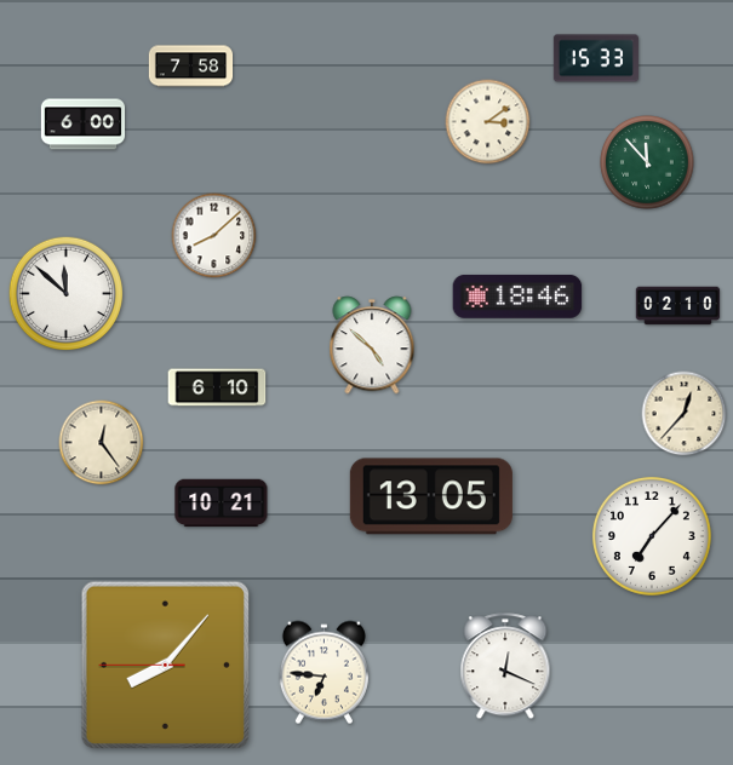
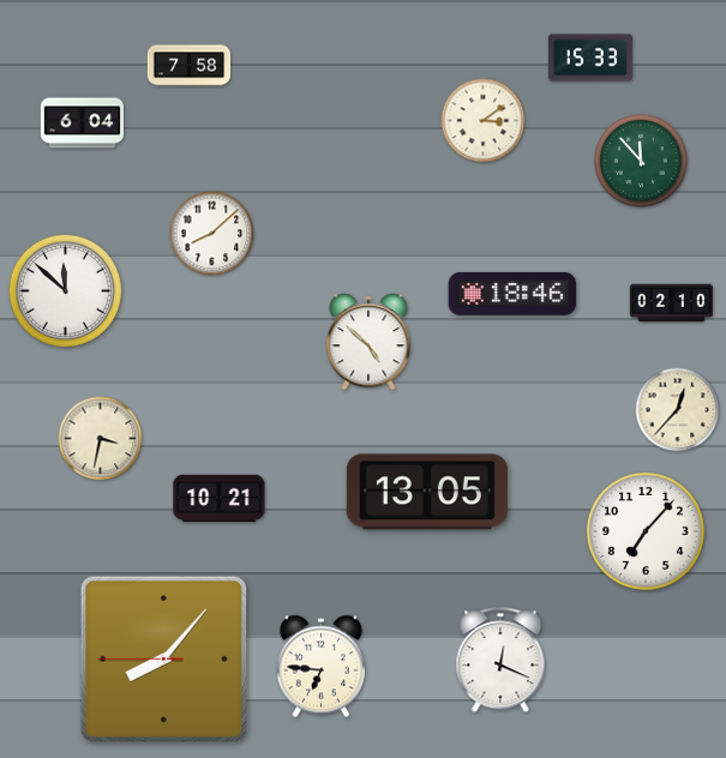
clock at (84, 125): 6:00 -> 6:04
clock at (217, 387): 6:10 -> none
clock at (102, 443): 12:24 -> 3:32
